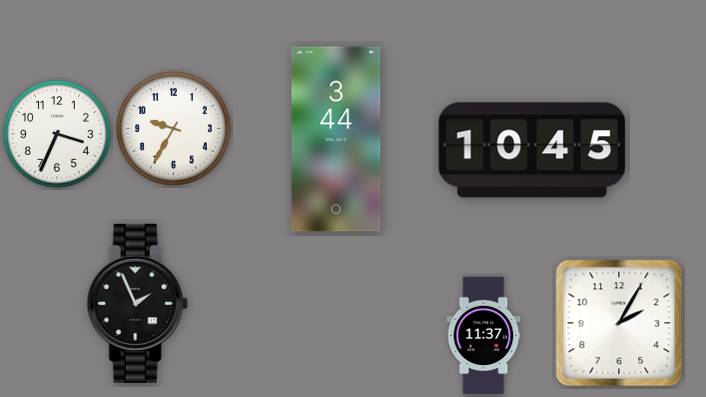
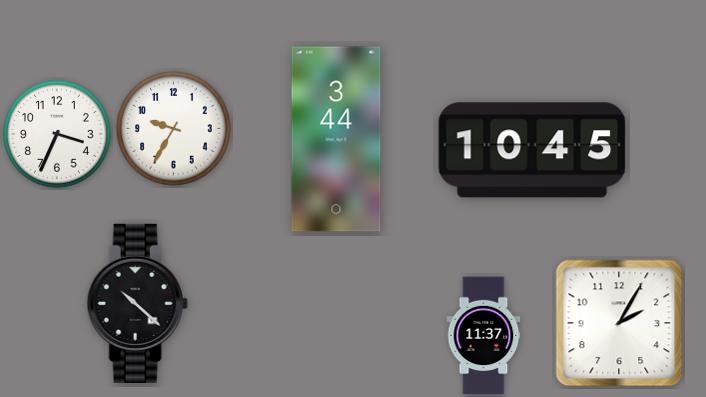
clock at (137, 303): 1:56 -> 10:22
